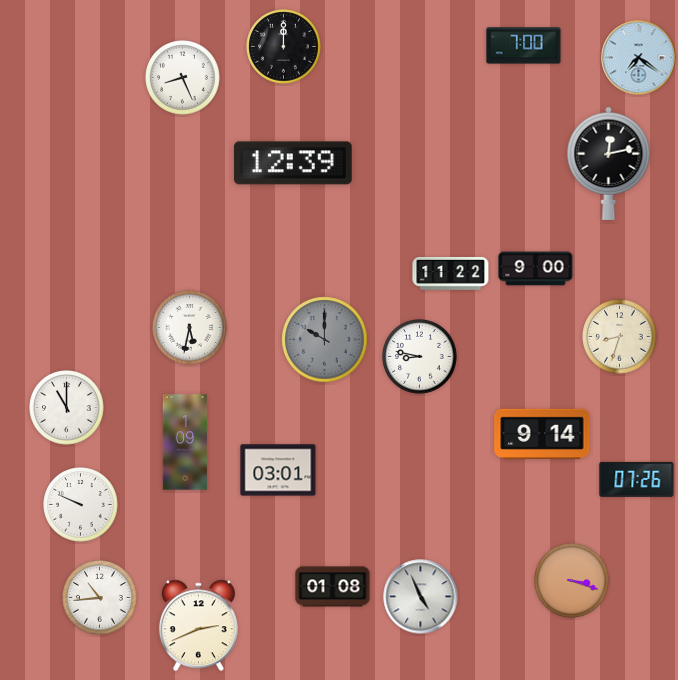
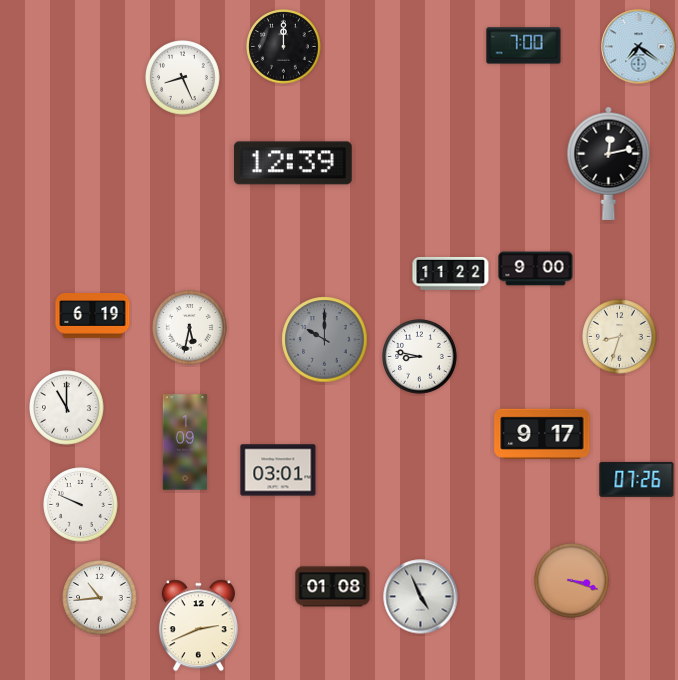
clock at (639, 58) position: (639, 58) -> (639, 47)
clock at (93, 316): none -> 6:19
clock at (542, 434): 9:14 -> 9:17
